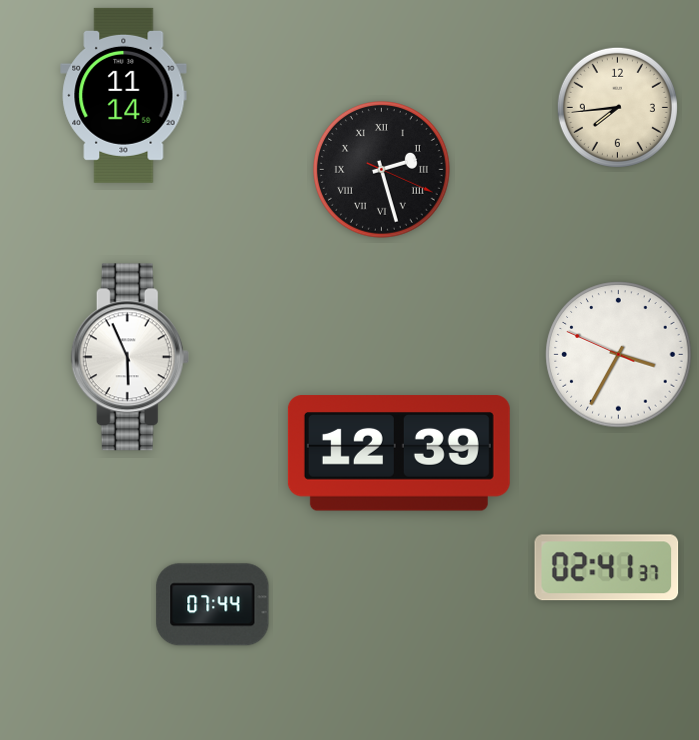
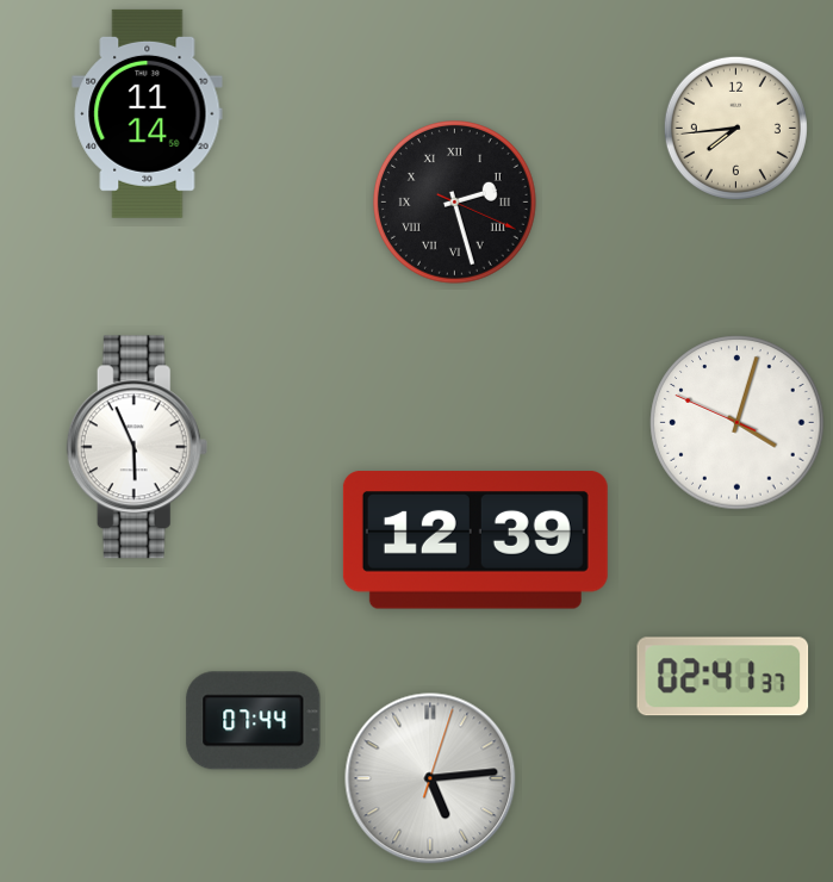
clock at (619, 355): 3:34 -> 4:02
clock at (130, 357) position: (130, 357) -> (137, 447)
clock at (430, 778): none -> 5:14
